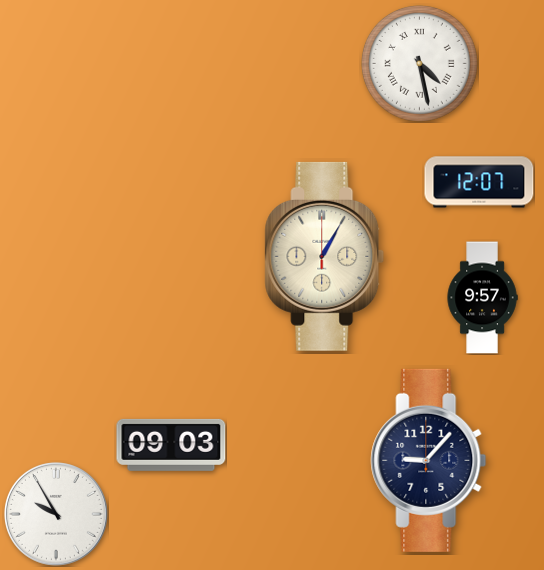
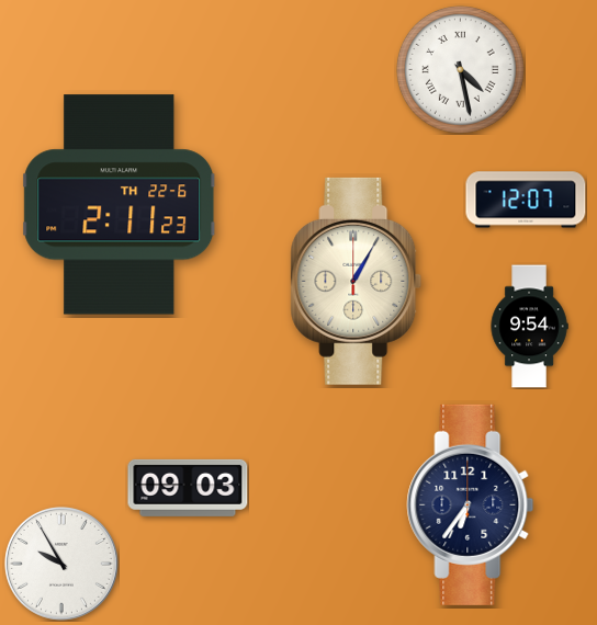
clock at (120, 205): none -> 2:11
clock at (482, 298): 9:57 -> 9:54
clock at (429, 460): 9:07 -> 6:36
